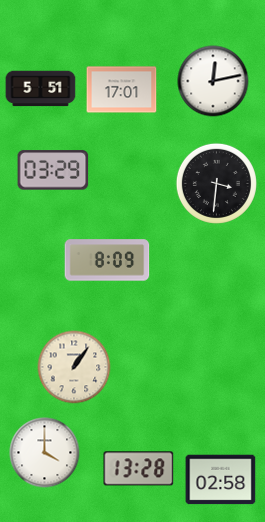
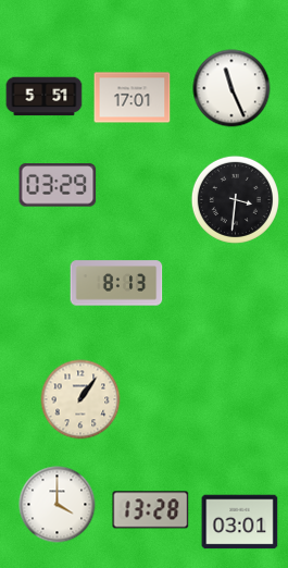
clock at (213, 81): 12:13 -> 11:26
clock at (107, 260): 8:09 -> 8:13
clock at (45, 453) position: (45, 453) -> (58, 505)
clock at (221, 480): 02:58 -> 03:01
